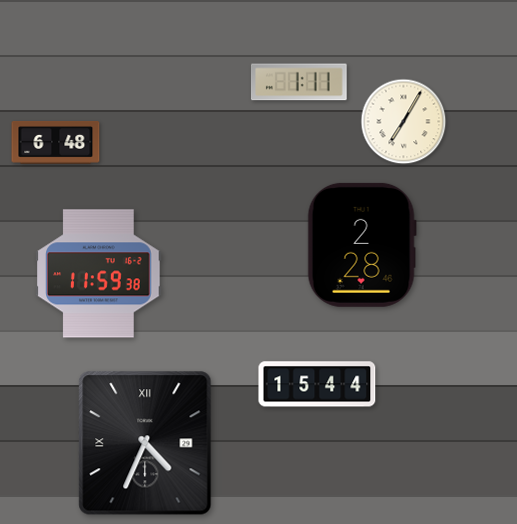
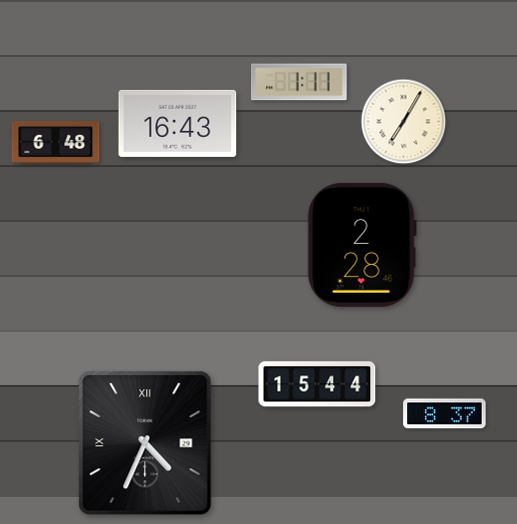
clock at (178, 123): none -> 16:43
clock at (99, 274): 11:59 -> none
clock at (445, 414): none -> 8:37
